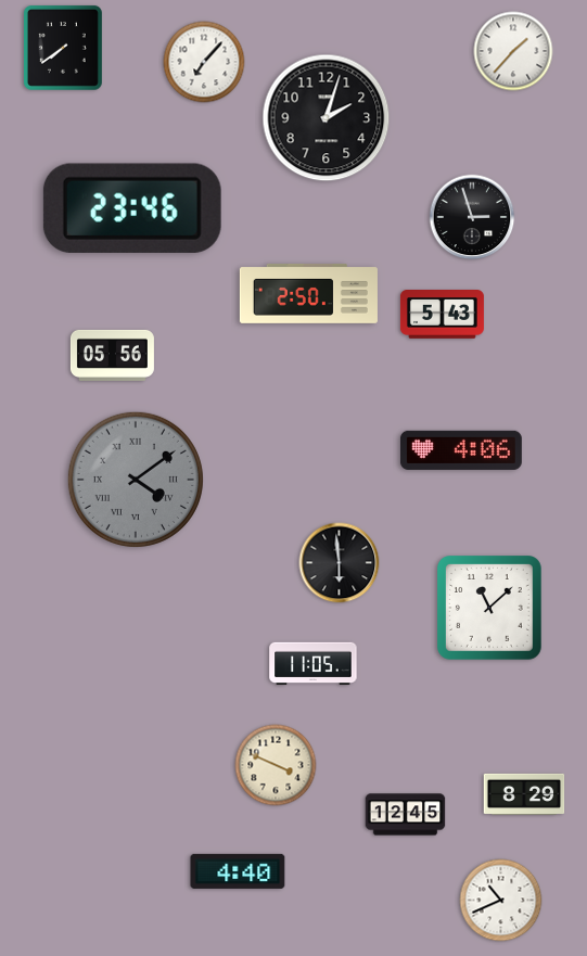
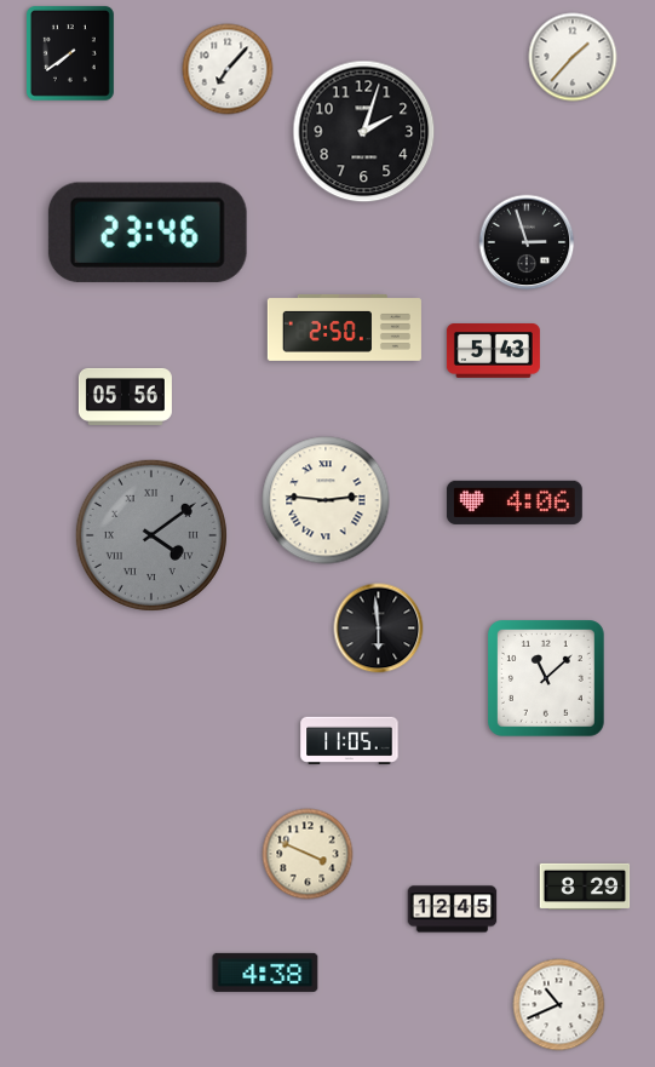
clock at (326, 500): none -> 2:46
clock at (238, 871): 4:40 -> 4:38
